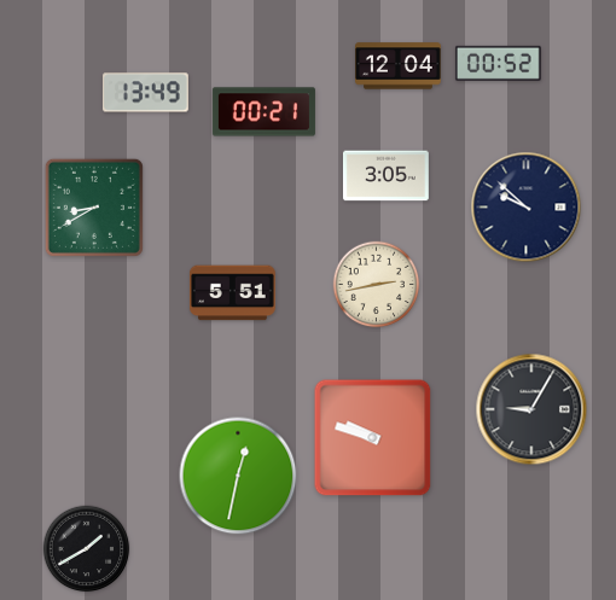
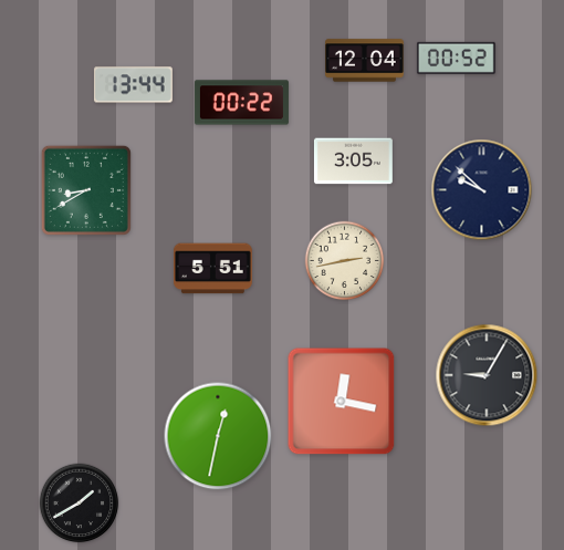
clock at (145, 93): 13:49 -> 13:44
clock at (263, 112): 00:21 -> 00:22
clock at (373, 438): 9:48 -> 12:17
